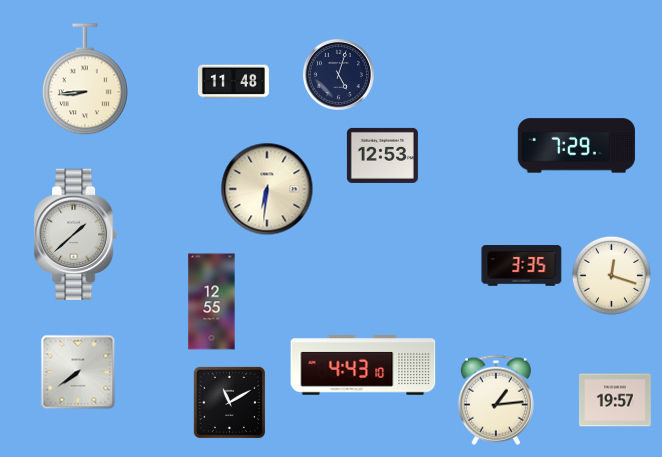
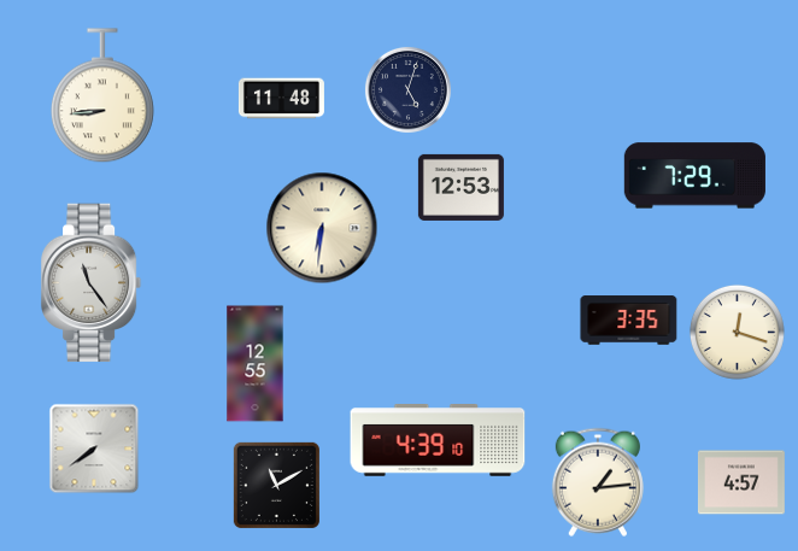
clock at (76, 235): 1:38 -> 11:24
clock at (363, 365): 4:43 -> 4:39
clock at (615, 400): 19:57 -> 4:57
